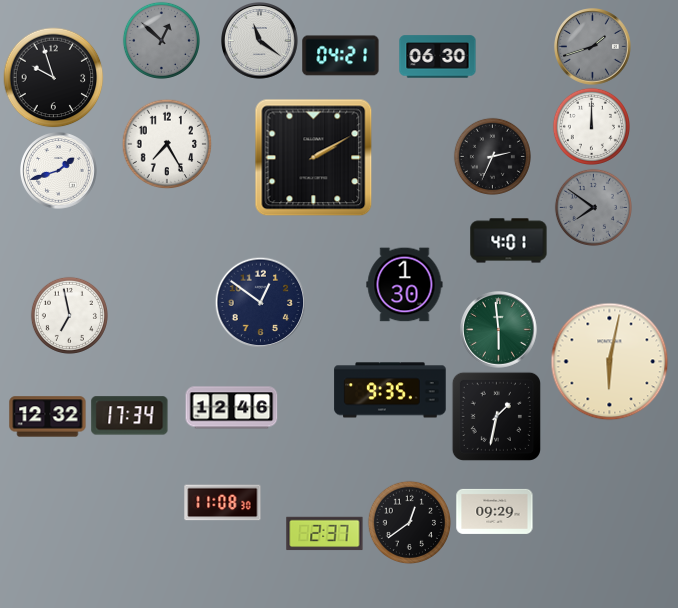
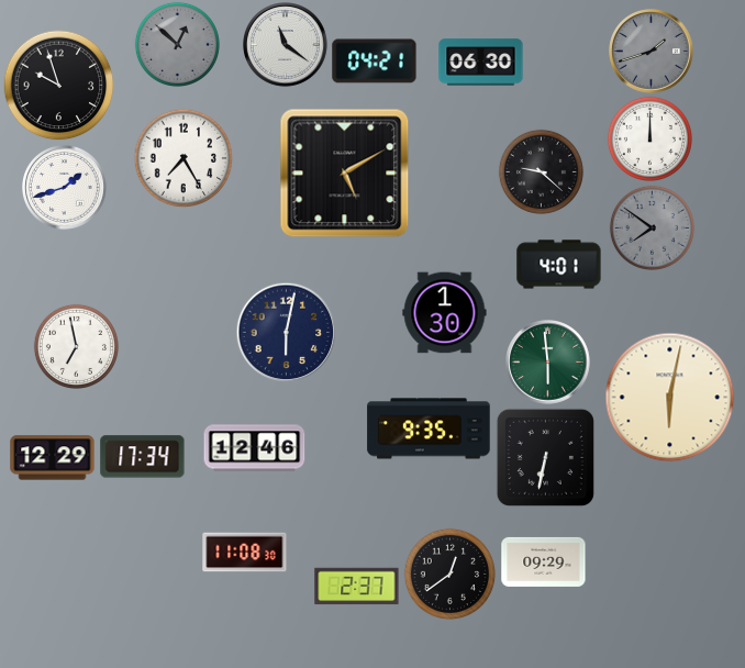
clock at (492, 156): 2:34 -> 9:22
clock at (314, 158): 2:10 -> 5:10
clock at (260, 302): 12:51 -> 6:02
clock at (496, 416): 1:32 -> 6:32
clock at (48, 417): 12:32 -> 12:29
